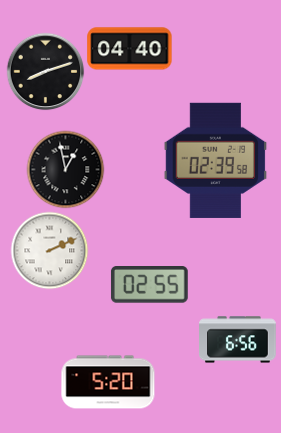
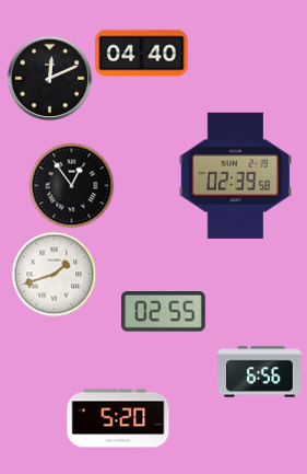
clock at (45, 71): 8:12 -> 12:11
clock at (65, 169): 12:58 -> 12:54
clock at (49, 250): 2:11 -> 1:42
